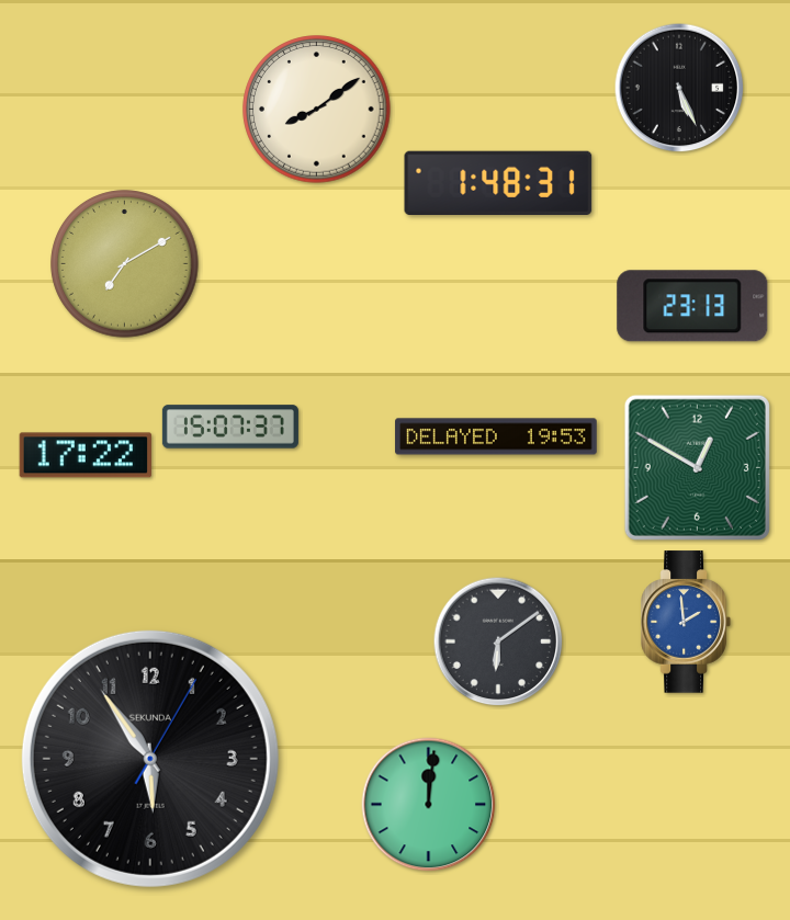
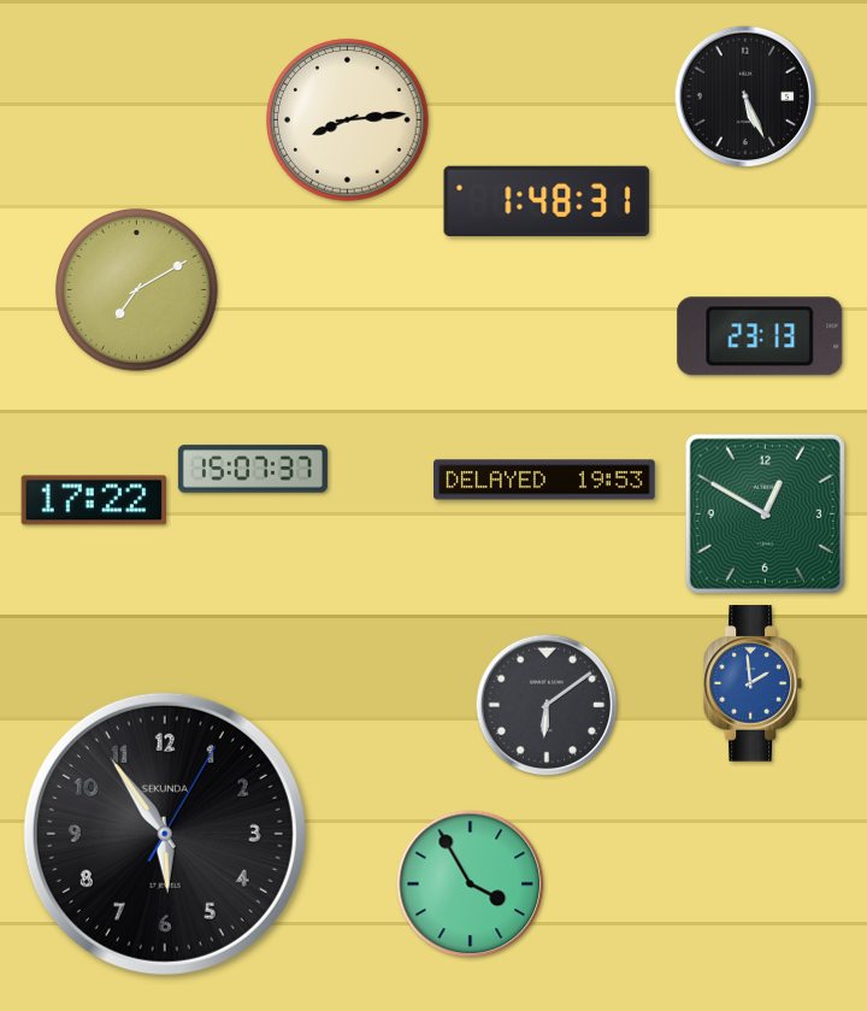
clock at (317, 110): 8:09 -> 8:14
clock at (429, 805): 12:01 -> 3:55
